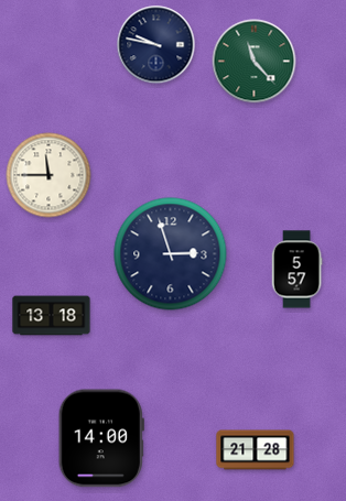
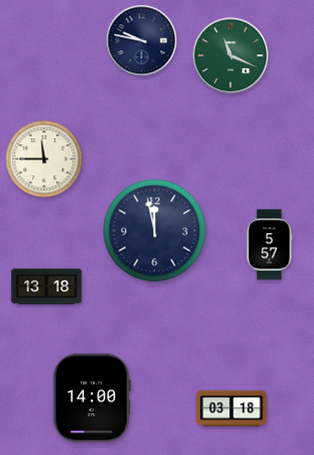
clock at (255, 62): 11:23 -> 11:19
clock at (171, 254): 2:57 -> 11:58
clock at (256, 450): 21:28 -> 03:18
